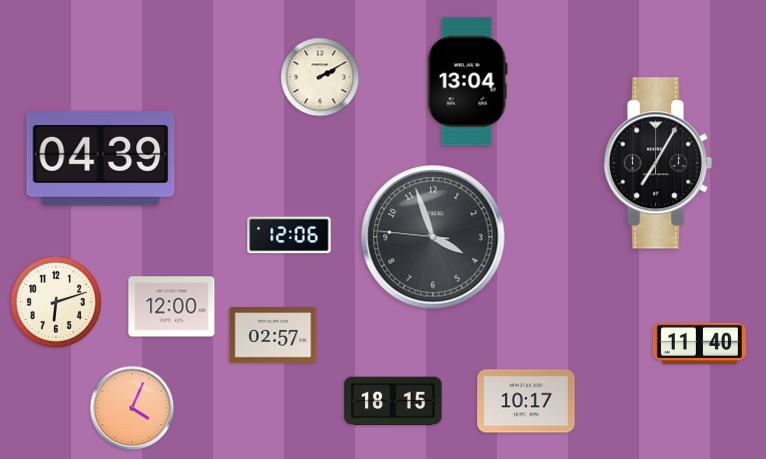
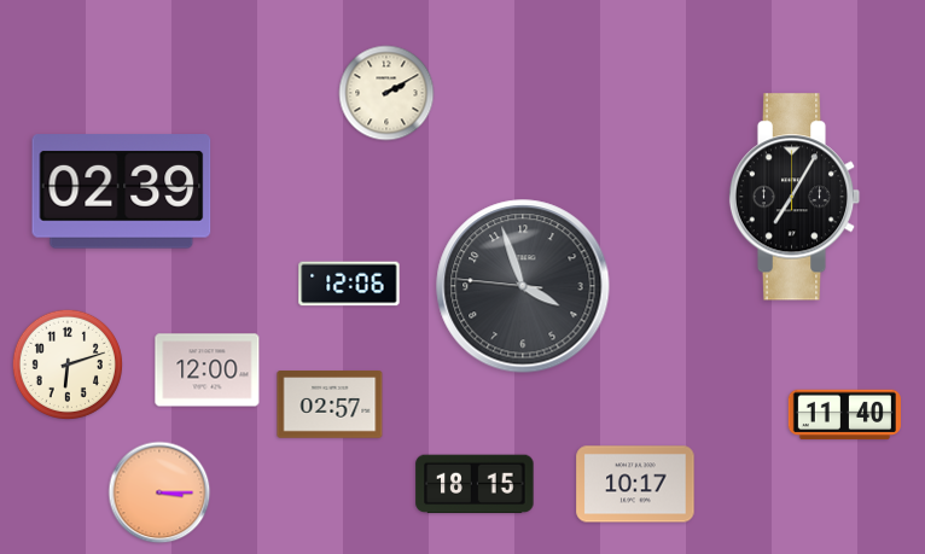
clock at (467, 82): 13:04 -> none
clock at (101, 159): 04:39 -> 02:39
clock at (132, 408): 4:04 -> 3:15
